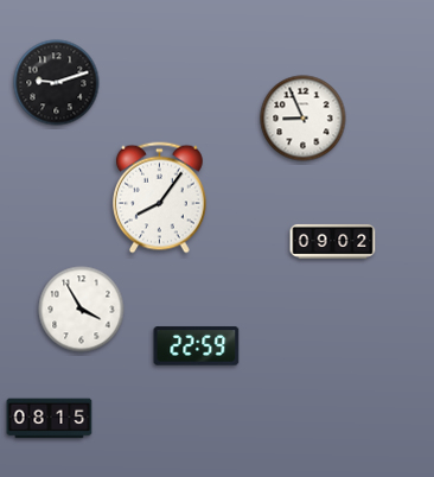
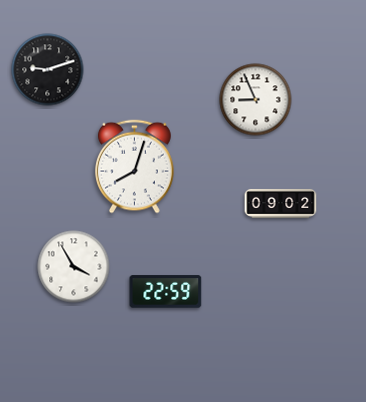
clock at (160, 198): 8:06 -> 8:03
clock at (82, 310) position: (82, 310) -> (74, 267)
clock at (50, 419): 08:15 -> none
